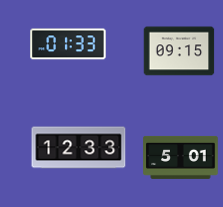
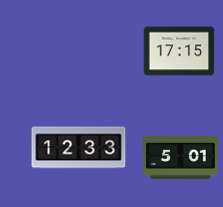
clock at (68, 44): 01:33 -> none
clock at (179, 51): 09:15 -> 17:15
